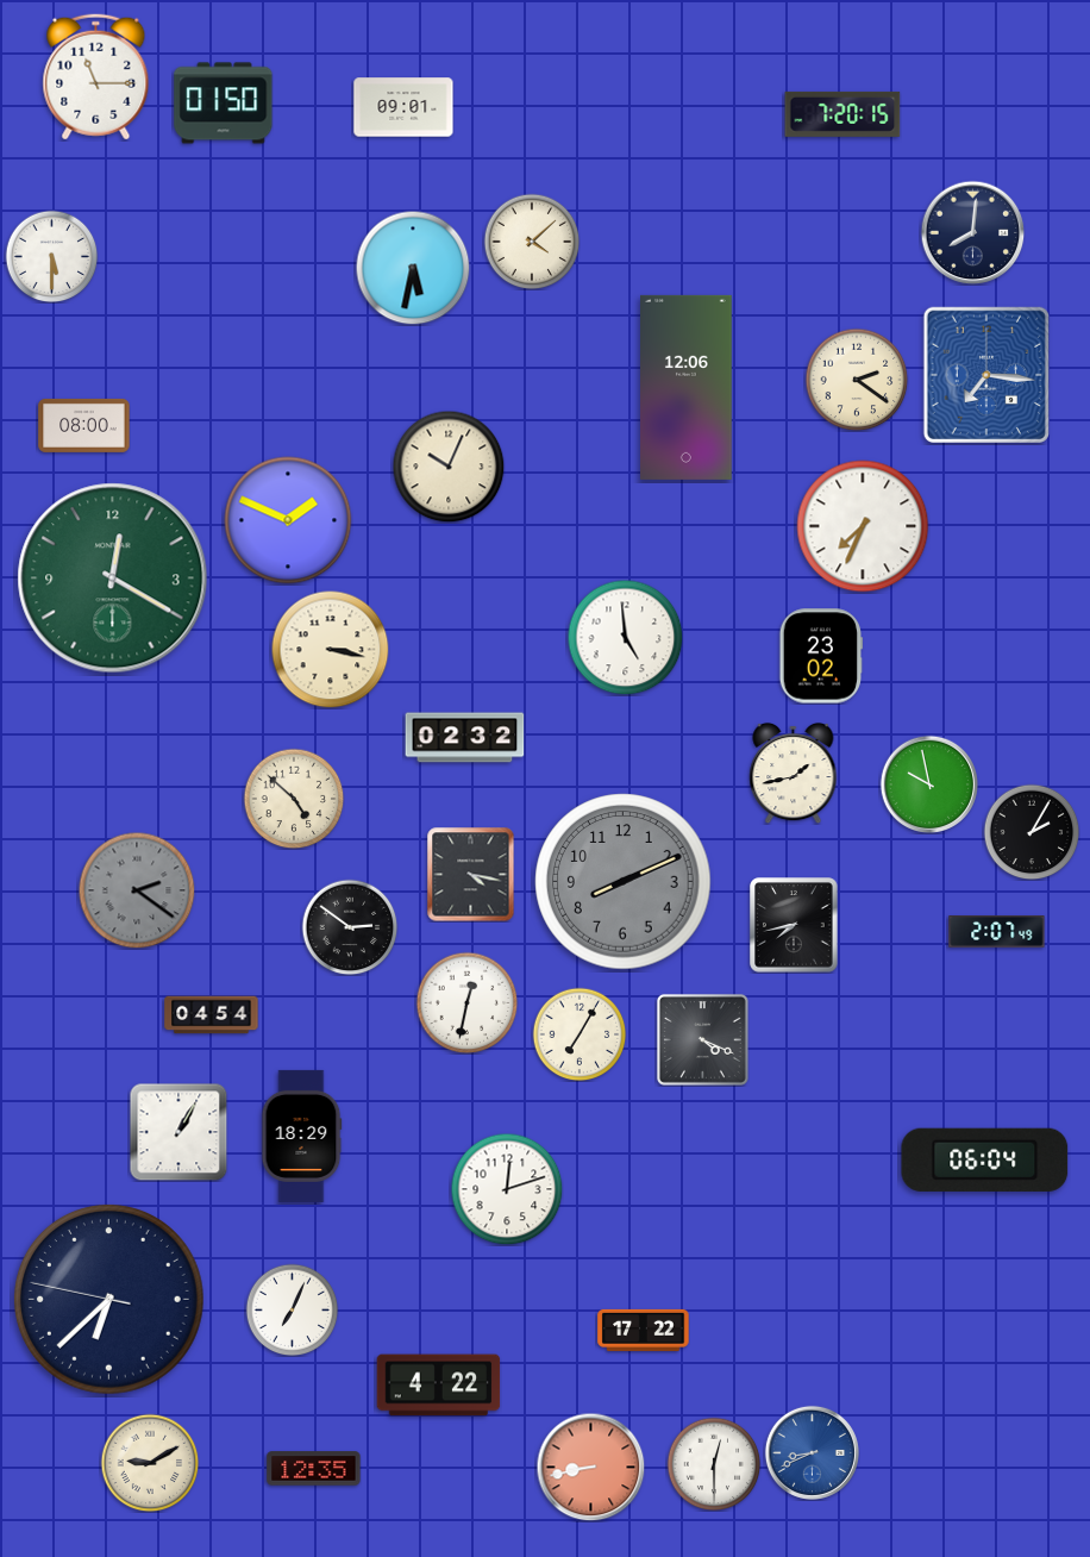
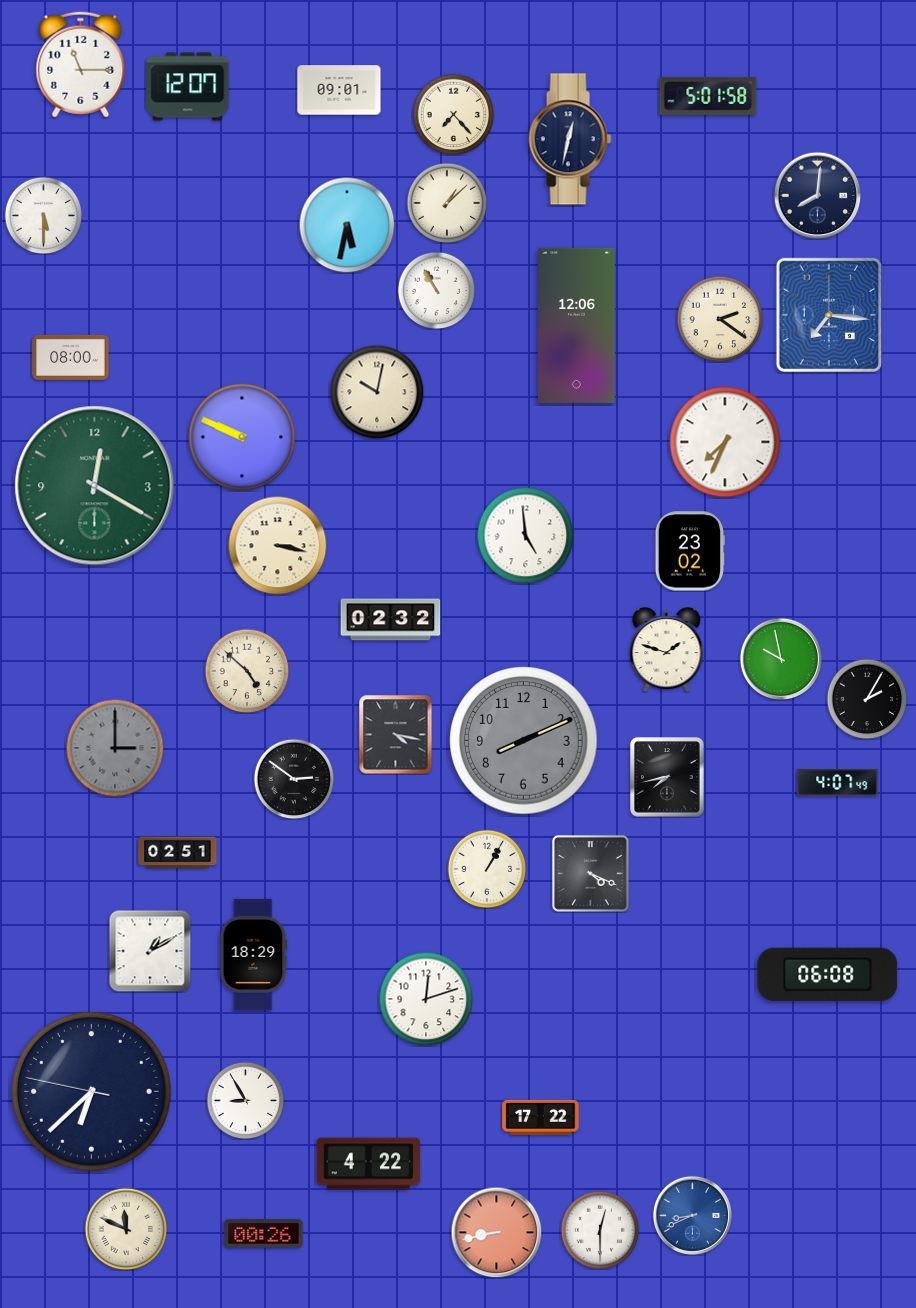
clock at (224, 104): 01:50 -> 12:07
clock at (842, 114): 7:20 -> 5:01
clock at (453, 114): none -> 7:23
clock at (570, 139): none -> 12:32
clock at (532, 242): 4:08 -> 1:08
clock at (436, 290): none -> 10:55
clock at (449, 467): 10:04 -> 10:02
clock at (288, 520): 1:49 -> 9:49
clock at (794, 773): 1:43 -> 1:48
clock at (137, 890): 2:21 -> 3:00
clock at (997, 932): 2:07 -> 4:07
clock at (466, 1002): 12:32 -> none
clock at (212, 1015): 04:54 -> 02:51
clock at (580, 1034): 7:05 -> 1:05
clock at (178, 1132): 1:05 -> 1:10
clock at (985, 1159): 06:04 -> 06:08
clock at (292, 1309): 7:04 -> 8:55
clock at (812, 1452) position: (812, 1452) -> (692, 1215)
clock at (150, 1463): 9:10 -> 11:49
clock at (314, 1469): 12:35 -> 00:26
